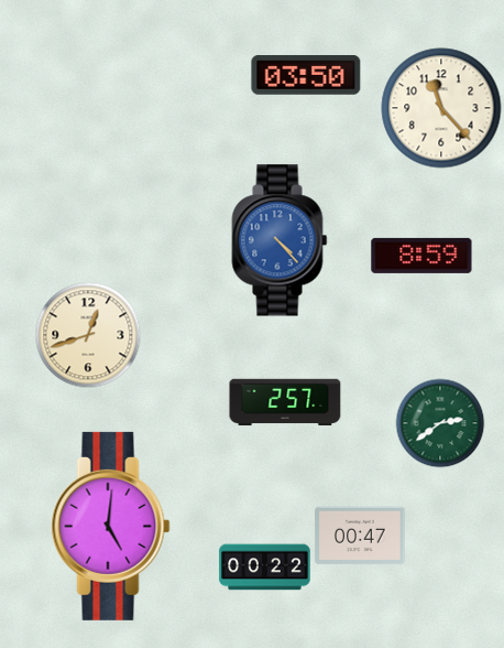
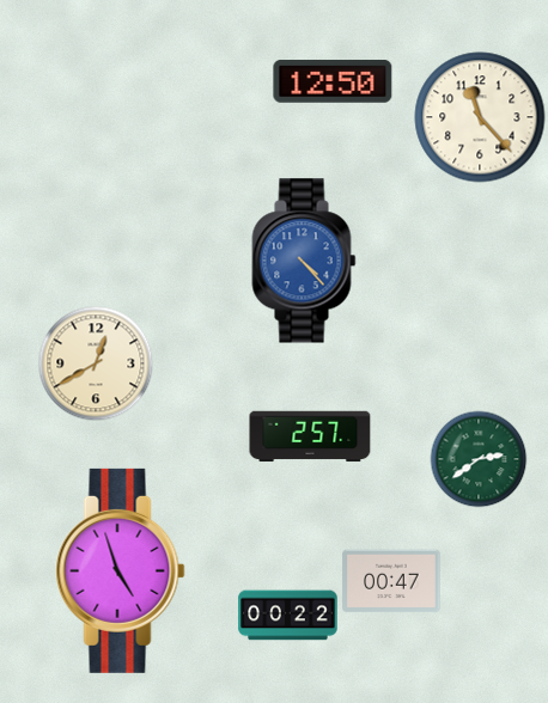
clock at (306, 76): 03:50 -> 12:50
clock at (421, 256): 8:59 -> none
clock at (88, 335): 12:42 -> 12:40
clock at (111, 526): 5:01 -> 4:57
